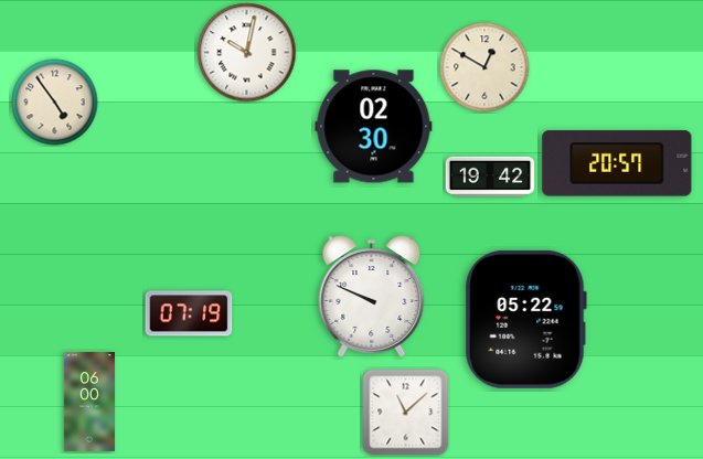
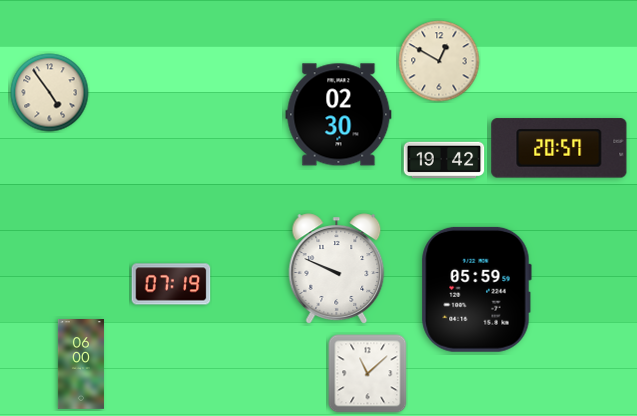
clock at (247, 53): 10:02 -> none
clock at (525, 319): 05:22 -> 05:59
